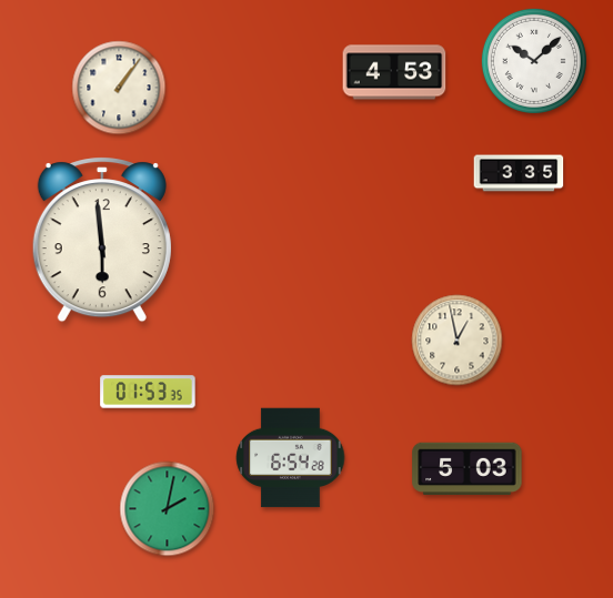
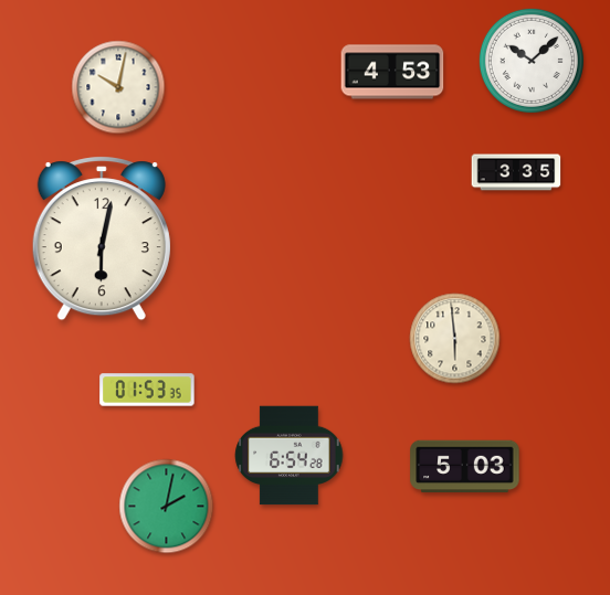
clock at (119, 88): 1:06 -> 10:02
clock at (102, 240): 5:59 -> 6:02
clock at (458, 341): 12:58 -> 5:59
